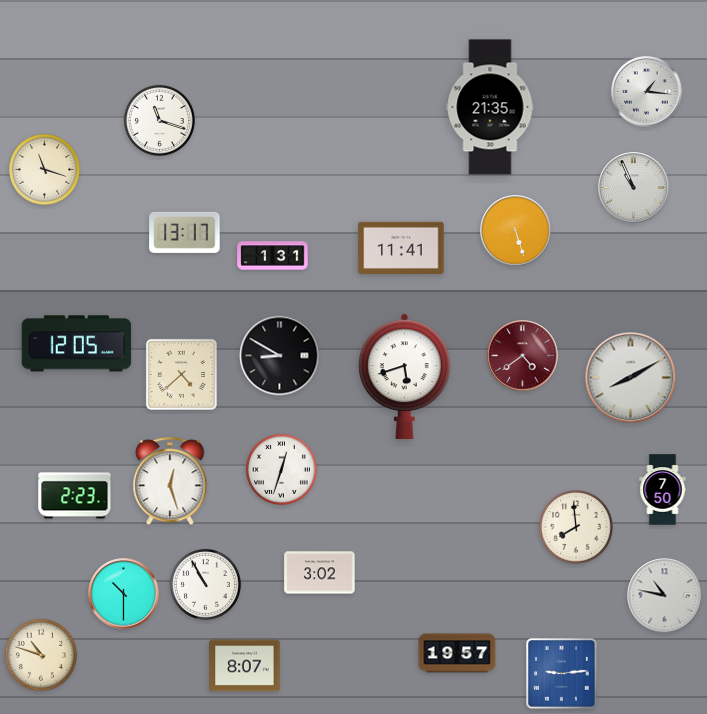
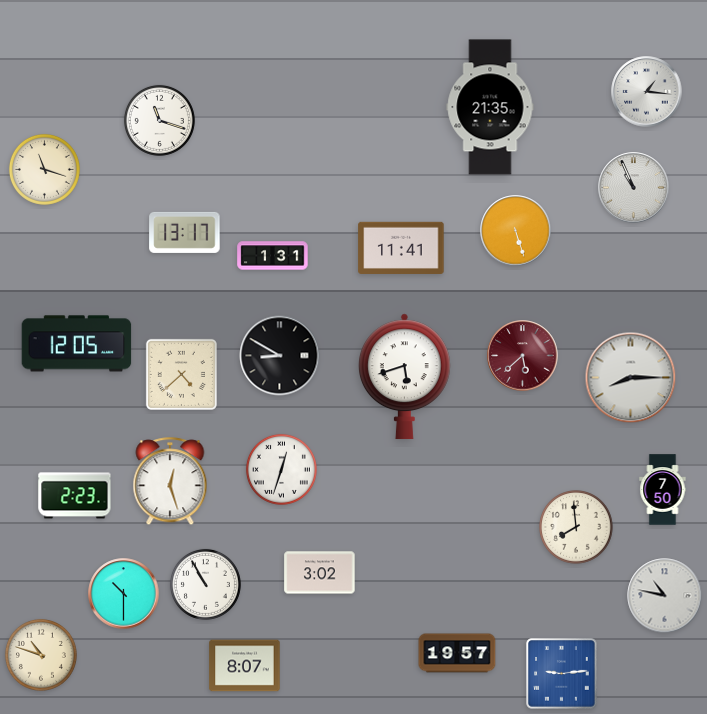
clock at (523, 356): 4:39 -> 5:38
clock at (631, 378): 8:10 -> 8:15
